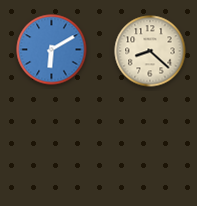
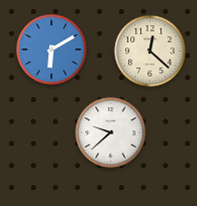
clock at (150, 51): 8:22 -> 12:22
clock at (111, 133): none -> 9:38
